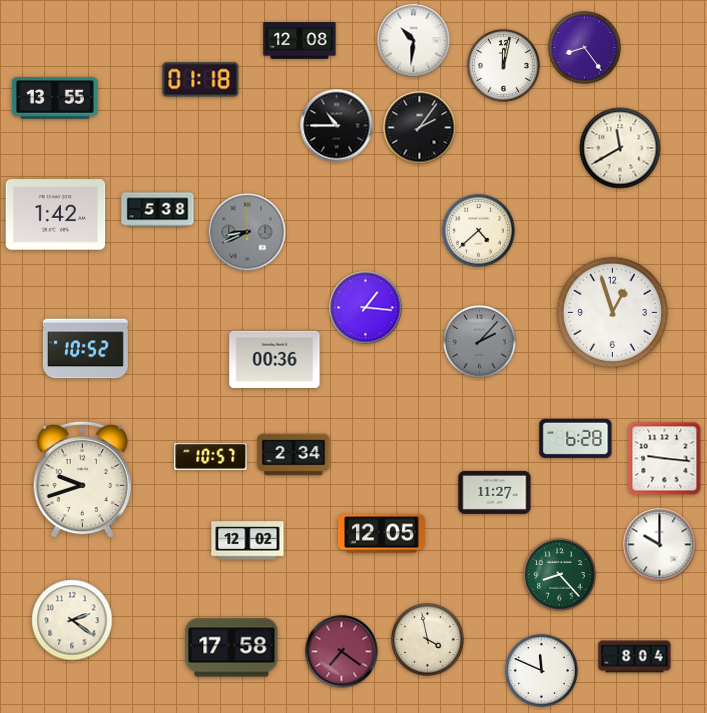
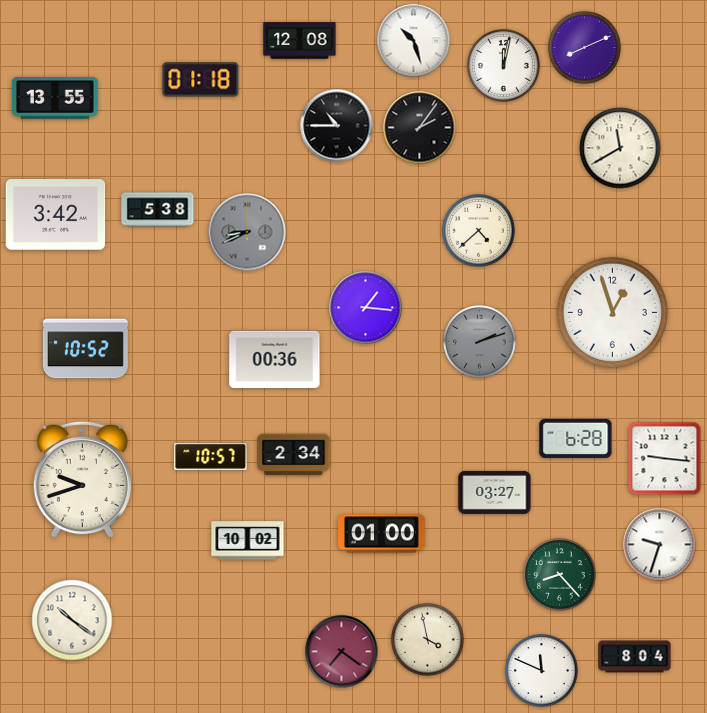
clock at (414, 41): 10:31 -> 10:27
clock at (585, 48): 8:24 -> 8:11
clock at (56, 215): 1:42 -> 3:42
clock at (480, 342): 2:07 -> 2:12
clock at (495, 492): 11:27 -> 03:27
clock at (382, 534): 12:05 -> 01:00
clock at (248, 541): 12:02 -> 10:02
clock at (660, 545): 10:00 -> 9:33
clock at (72, 620): 2:21 -> 10:21
clock at (232, 648): 17:58 -> none
